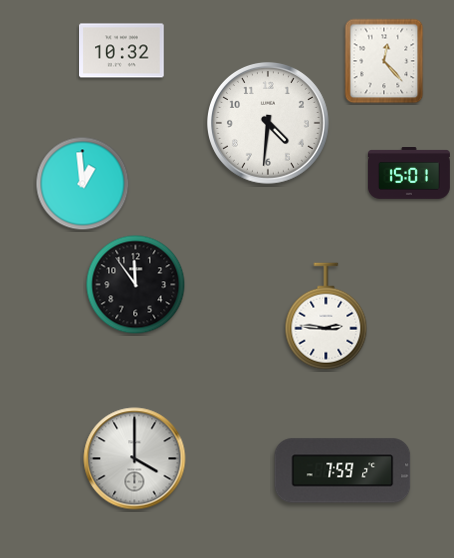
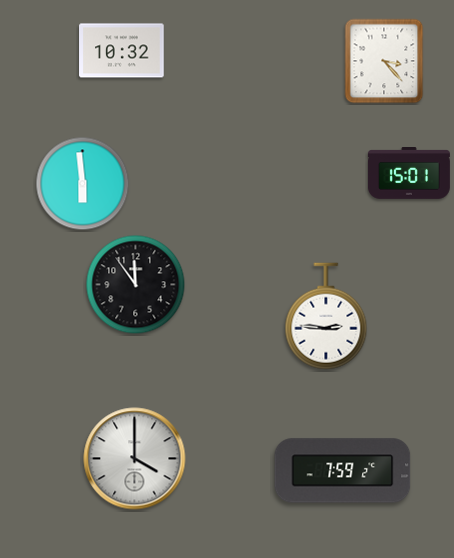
clock at (384, 61): 12:23 -> 3:23
clock at (269, 124): 4:31 -> none
clock at (83, 184): 12:59 -> 5:59
